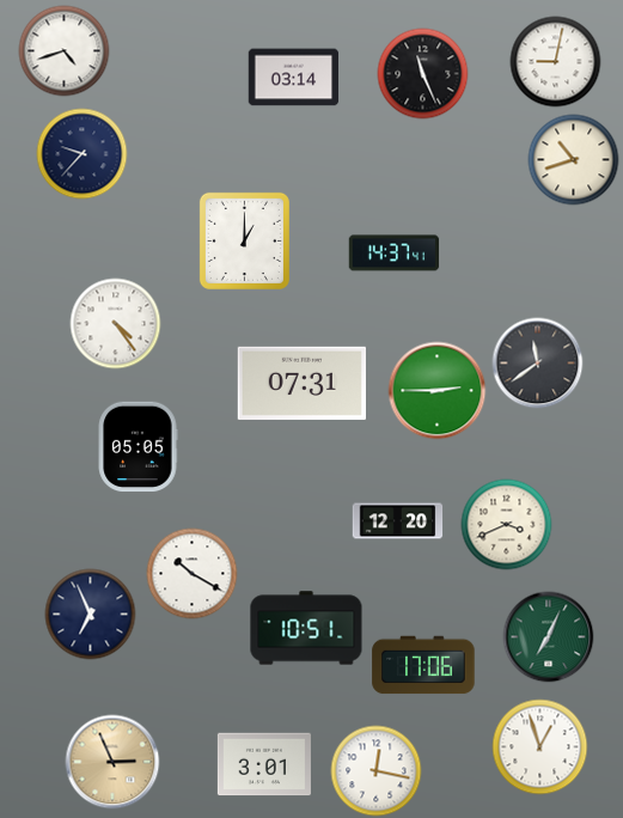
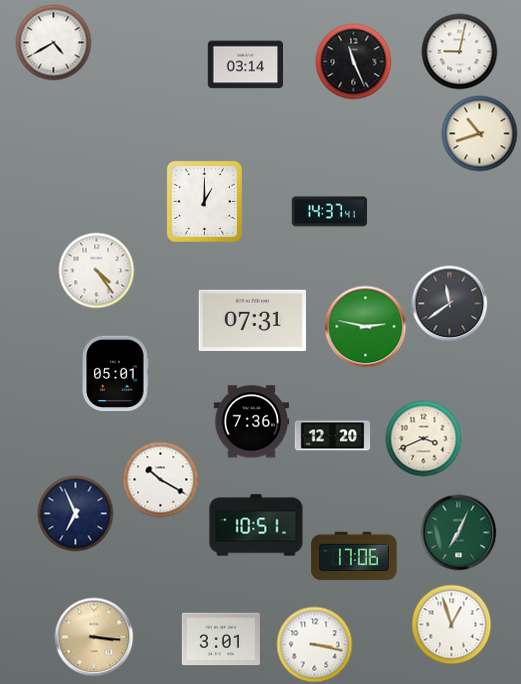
clock at (65, 51): 4:42 -> 4:40
clock at (556, 62) position: (556, 62) -> (460, 52)
clock at (83, 154): 9:37 -> none
clock at (438, 391): 2:45 -> 2:47
clock at (138, 447): 05:05 -> 05:01
clock at (252, 422): none -> 7:36
clock at (112, 762): 2:56 -> 3:16
clock at (377, 771): 12:17 -> 3:17
